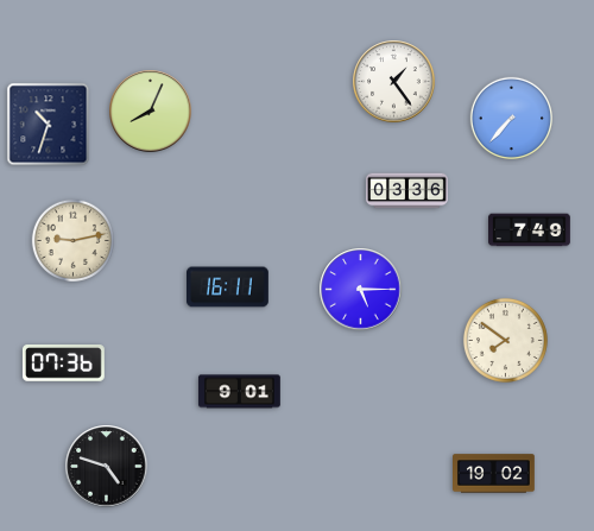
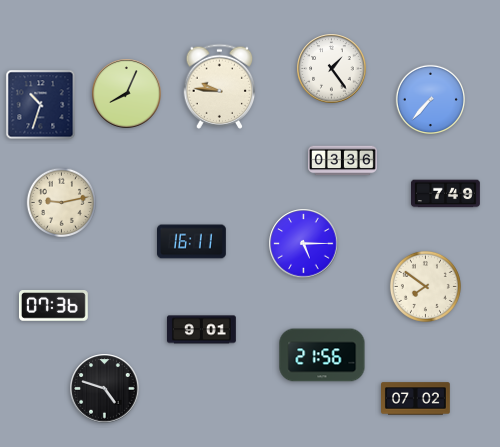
clock at (220, 86): none -> 9:46
clock at (322, 355): none -> 21:56
clock at (107, 467) position: (107, 467) -> (105, 389)
clock at (494, 474): 19:02 -> 07:02
